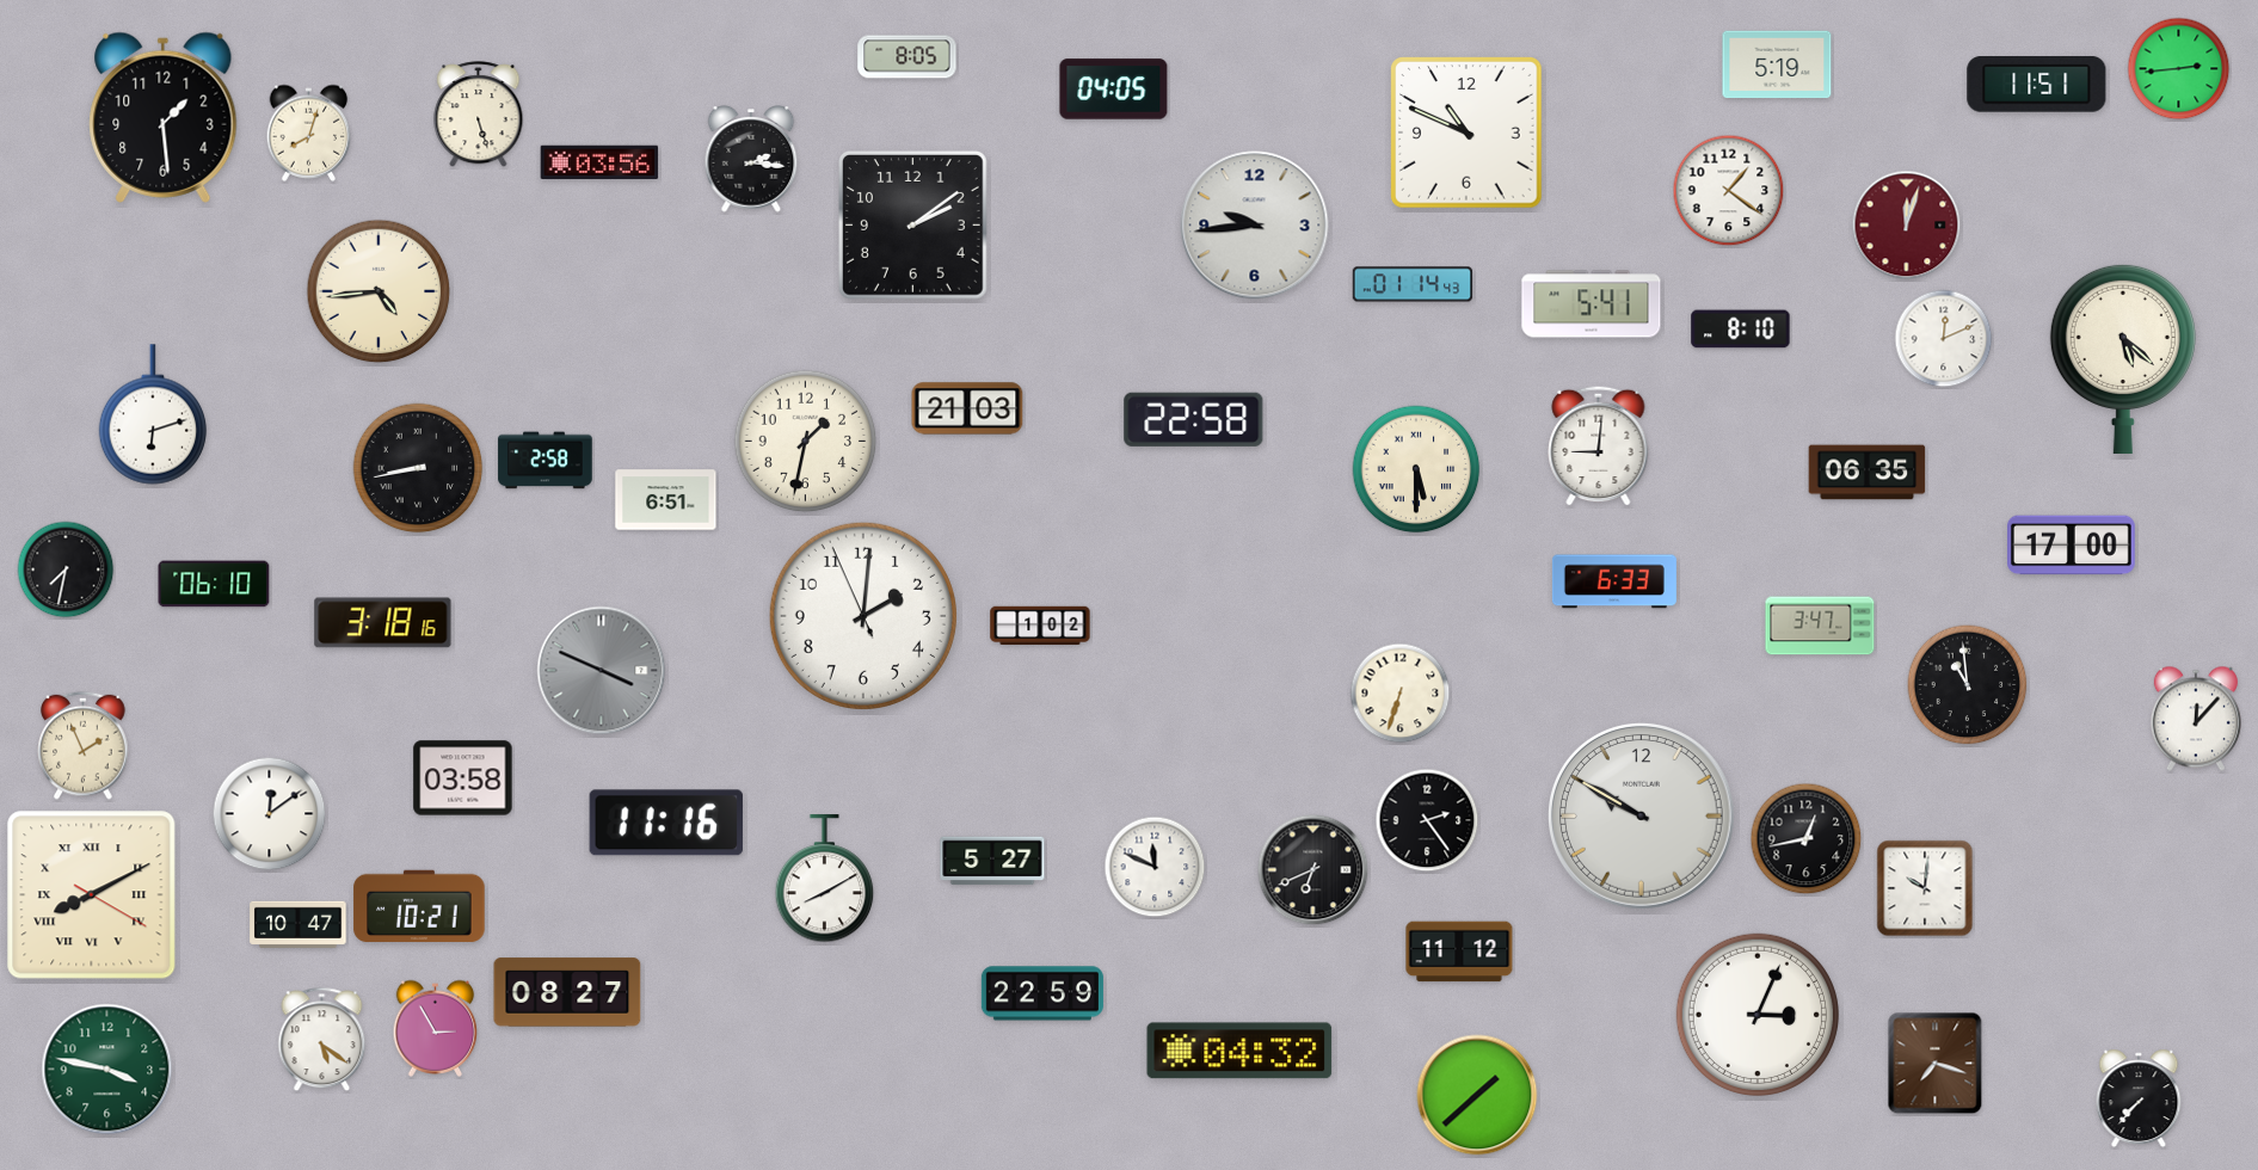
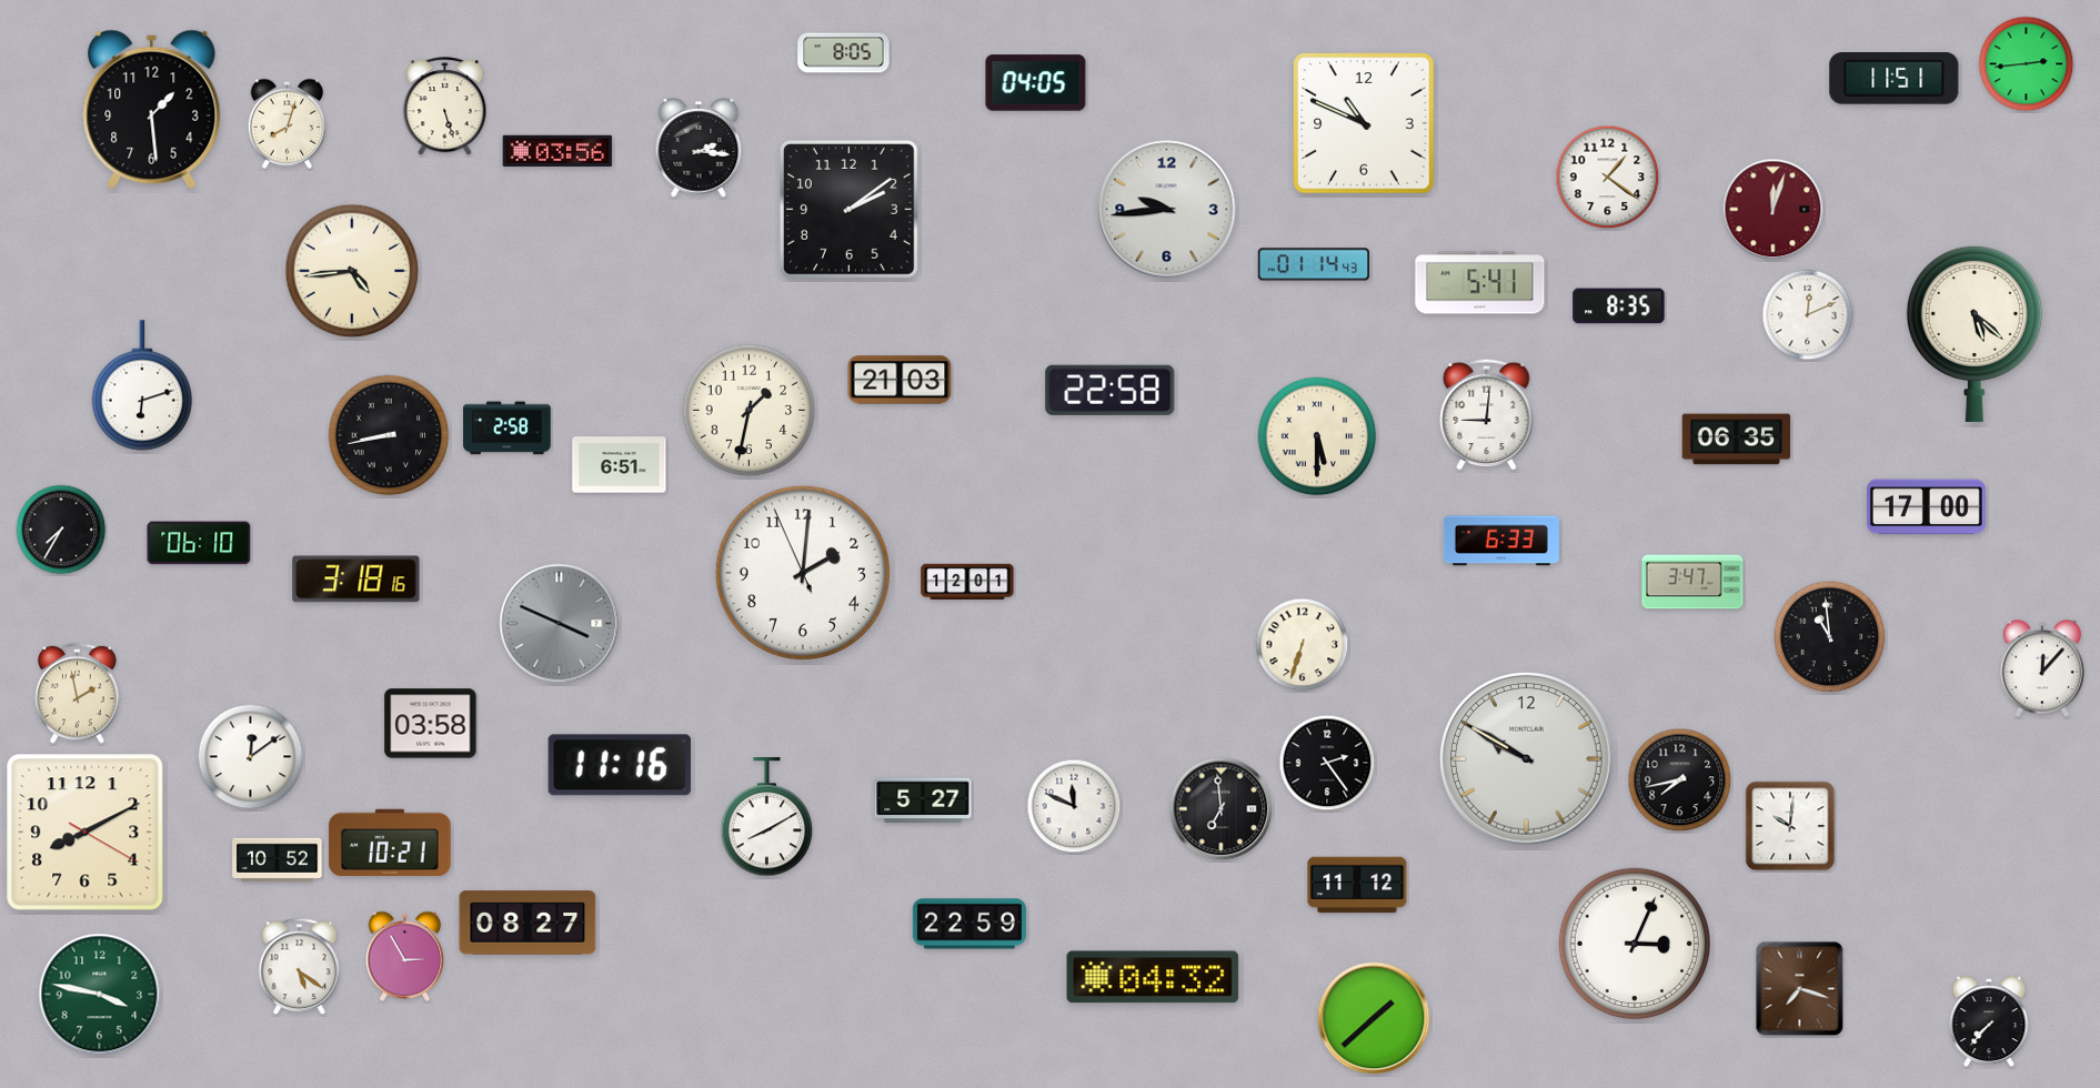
clock at (1777, 64): 5:19 -> none
clock at (1741, 330): 8:10 -> 8:35
clock at (66, 569): 7:32 -> 7:35
clock at (1040, 624): 1:02 -> 12:01
clock at (84, 745): 1:56 -> 1:58
clock at (1807, 839): 12:43 -> 7:43
clock at (1313, 870): 6:41 -> 6:59
clock at (92, 895) numerals: Roman -> Arabic
clock at (299, 924): 10:47 -> 10:52
